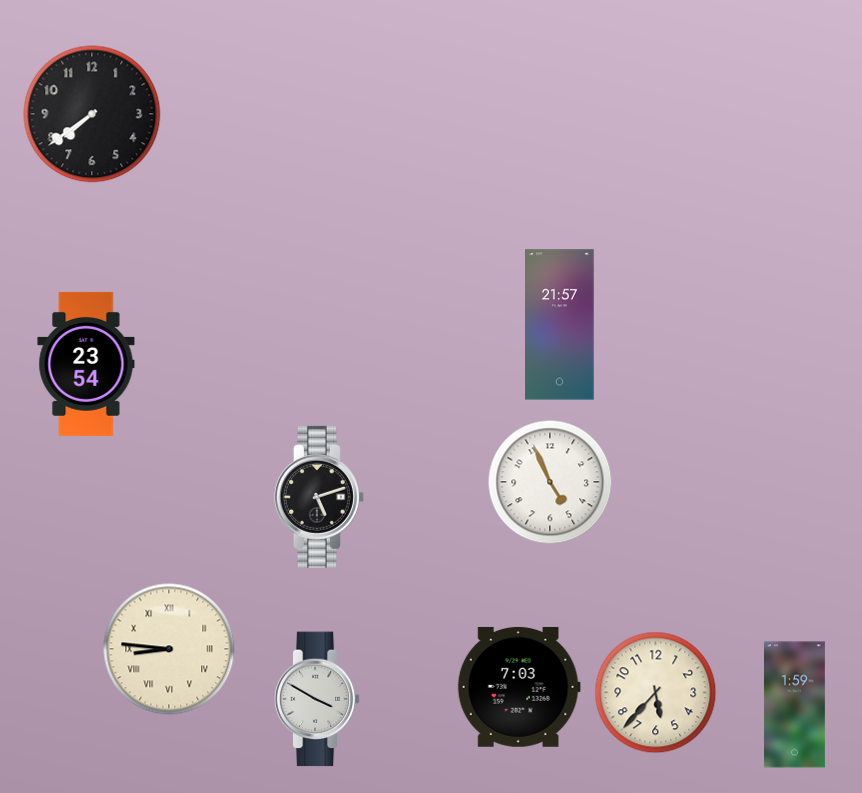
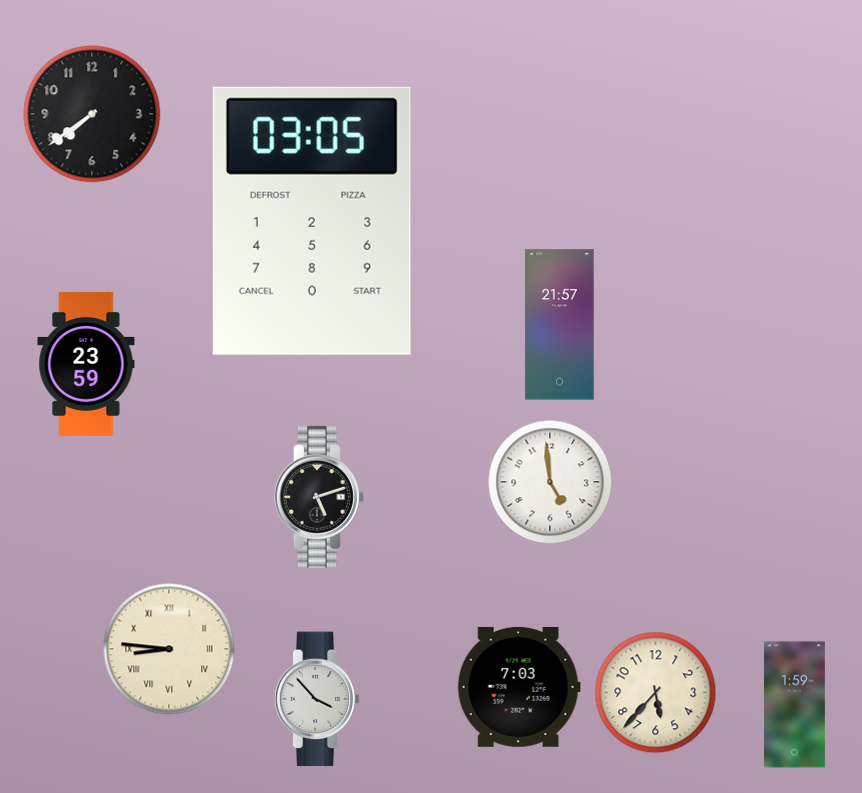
clock at (312, 221): none -> 03:05
clock at (86, 364): 23:54 -> 23:59
clock at (550, 482): 4:56 -> 4:59
clock at (317, 699): 3:50 -> 3:53
